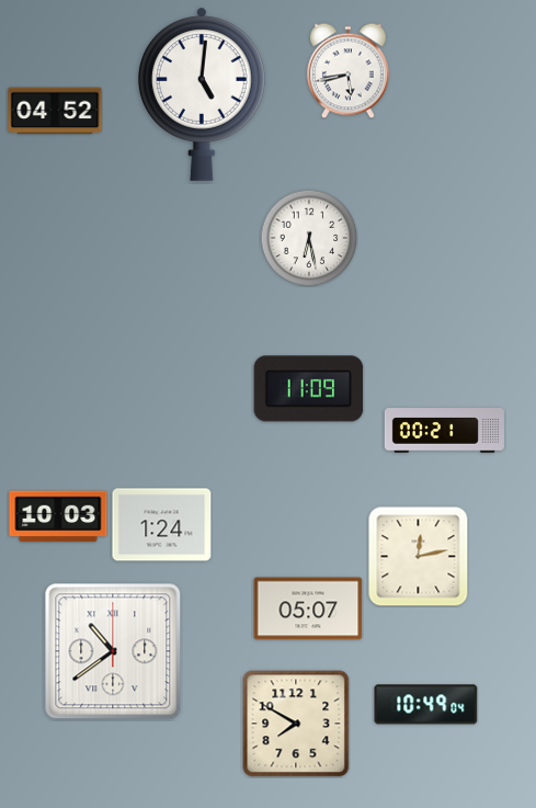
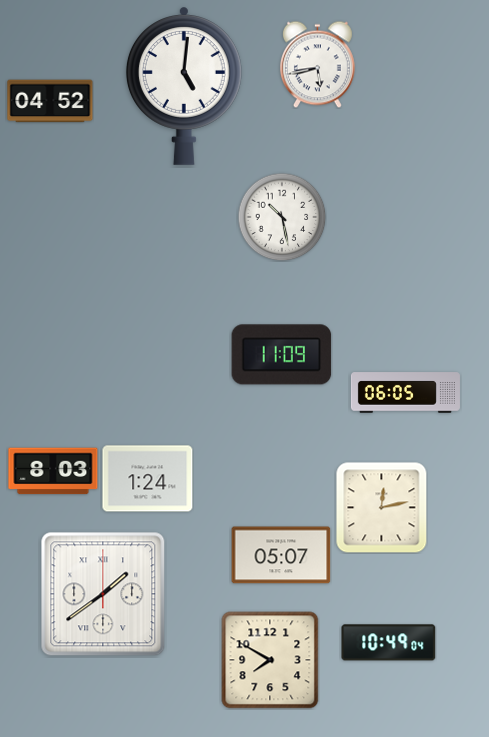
clock at (309, 238): 6:28 -> 10:28
clock at (444, 431): 00:21 -> 06:05
clock at (58, 516): 10:03 -> 8:03
clock at (113, 651): 10:39 -> 1:39
